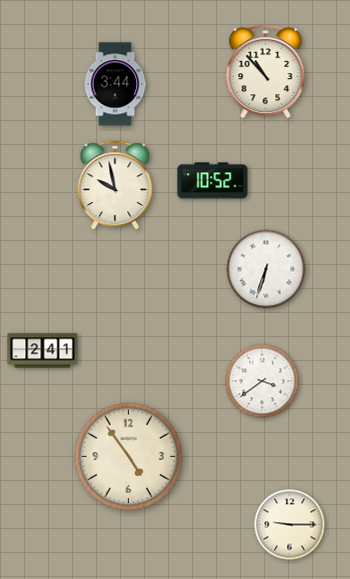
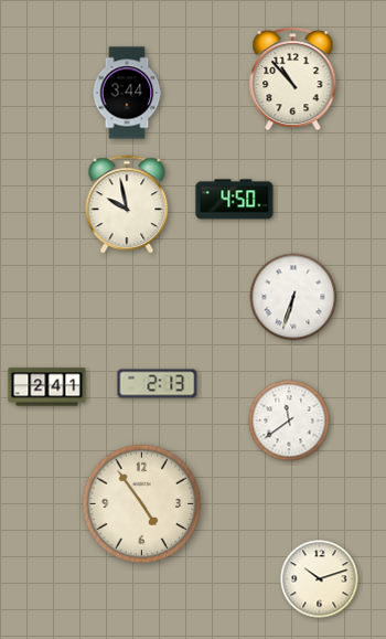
clock at (213, 181): 10:52 -> 4:50
clock at (158, 384): none -> 2:13
clock at (262, 381): 3:39 -> 11:39
clock at (290, 525): 9:15 -> 10:12
